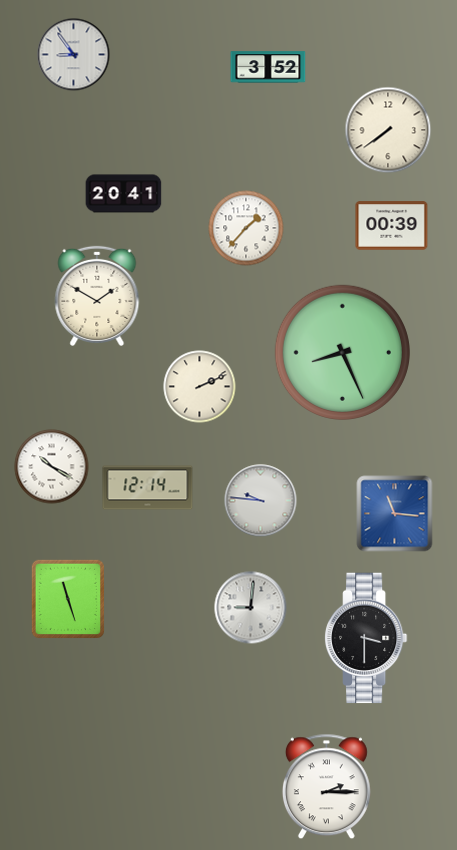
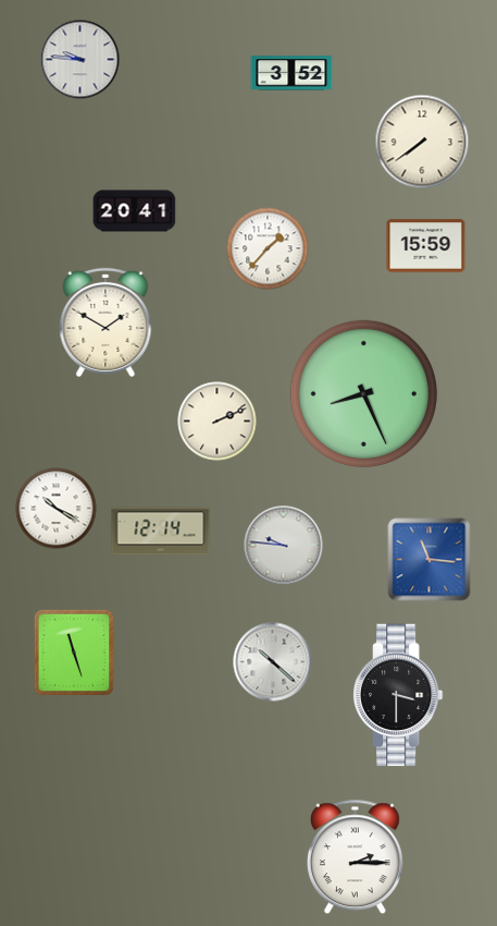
clock at (74, 55): 8:54 -> 9:46
clock at (392, 226): 00:39 -> 15:59
clock at (342, 352) position: (342, 352) -> (363, 393)
clock at (251, 608): 9:01 -> 10:22
